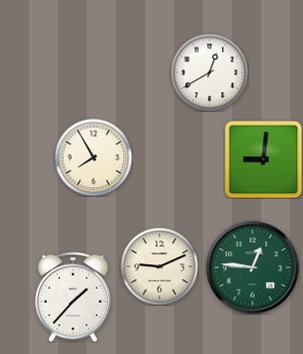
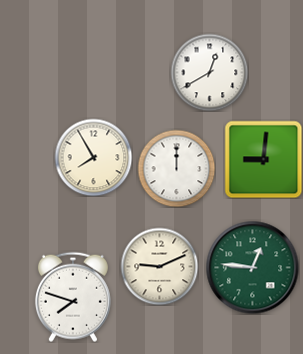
clock at (176, 168): none -> 12:00
clock at (73, 297): 1:37 -> 7:48
